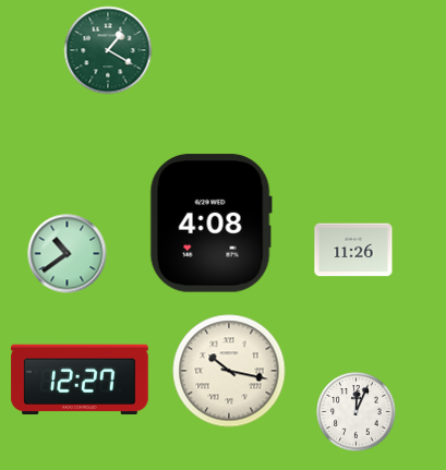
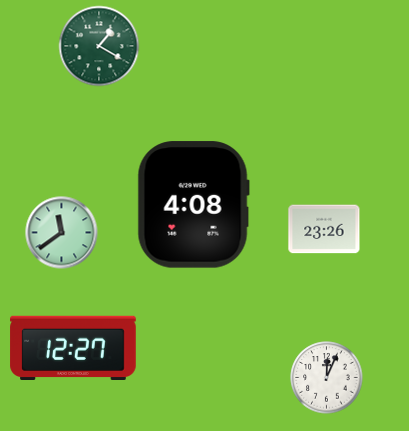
clock at (353, 250): 11:26 -> 23:26
clock at (68, 254): 10:39 -> 11:39
clock at (229, 371): 10:17 -> none
